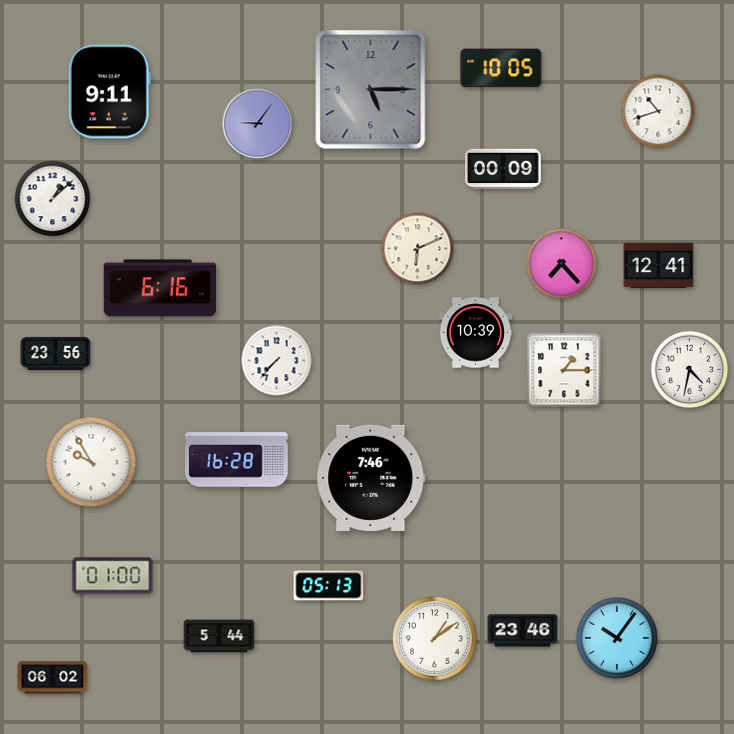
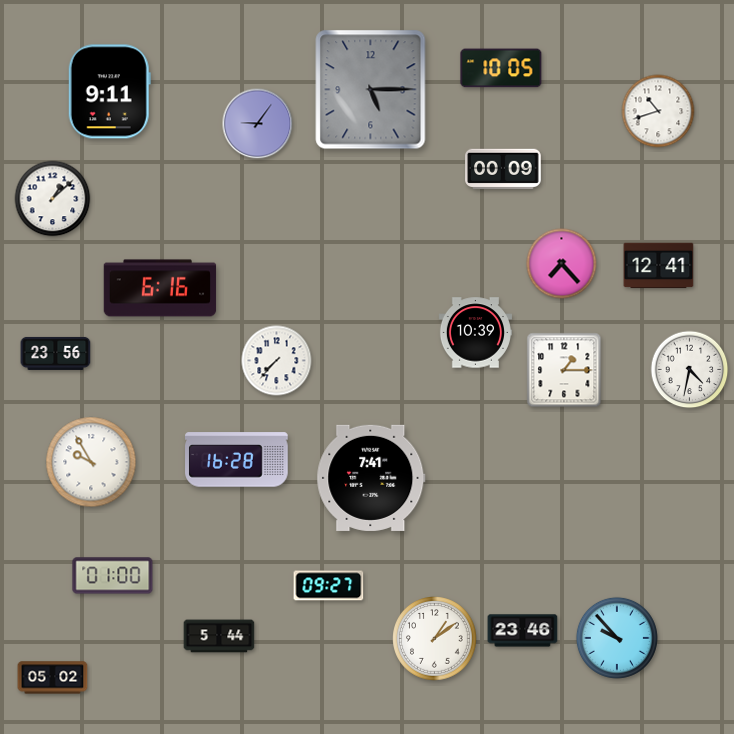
clock at (418, 249): 6:11 -> none
clock at (371, 478): 7:46 -> 7:41
clock at (329, 586): 05:13 -> 09:27
clock at (617, 638): 10:06 -> 9:53
clock at (53, 678): 06:02 -> 05:02
